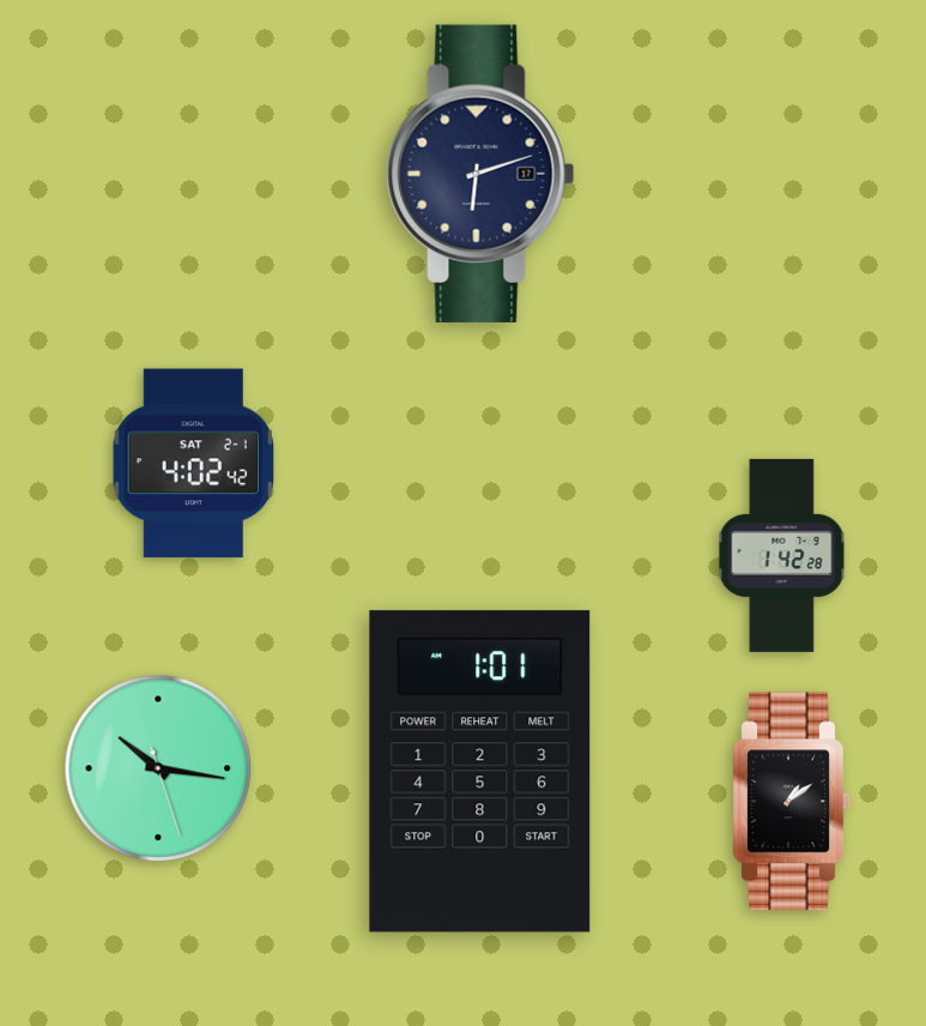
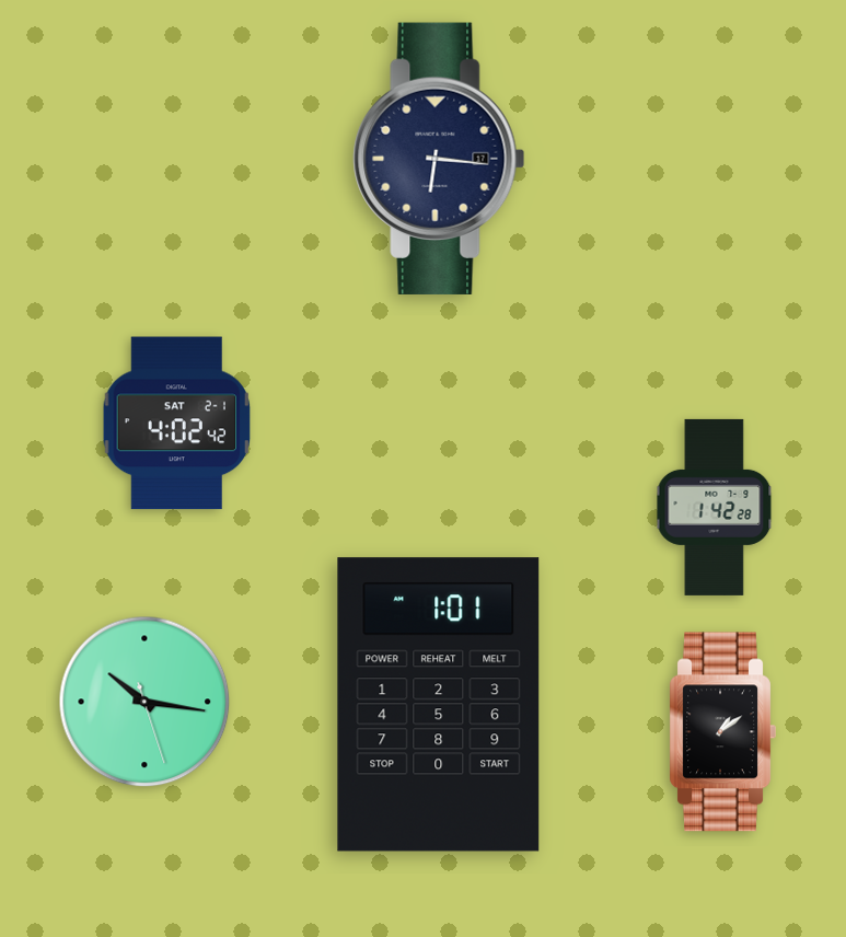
clock at (480, 174): 6:12 -> 6:16
